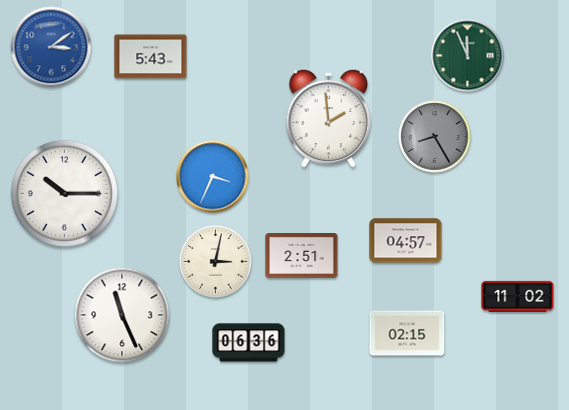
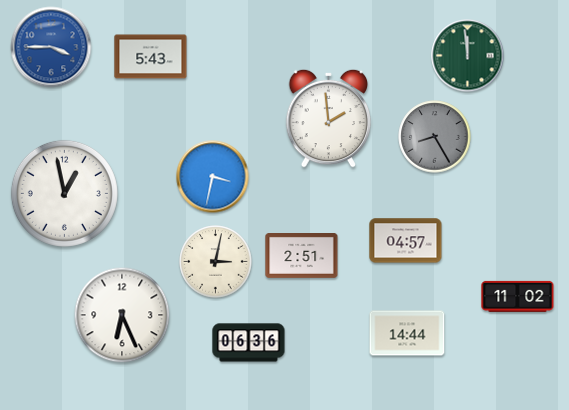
clock at (51, 47): 3:09 -> 3:45
clock at (468, 56): 11:56 -> 11:59
clock at (213, 177): 3:34 -> 3:32
clock at (64, 193): 10:15 -> 12:58
clock at (122, 315): 11:26 -> 6:26
clock at (407, 333): 02:15 -> 14:44
